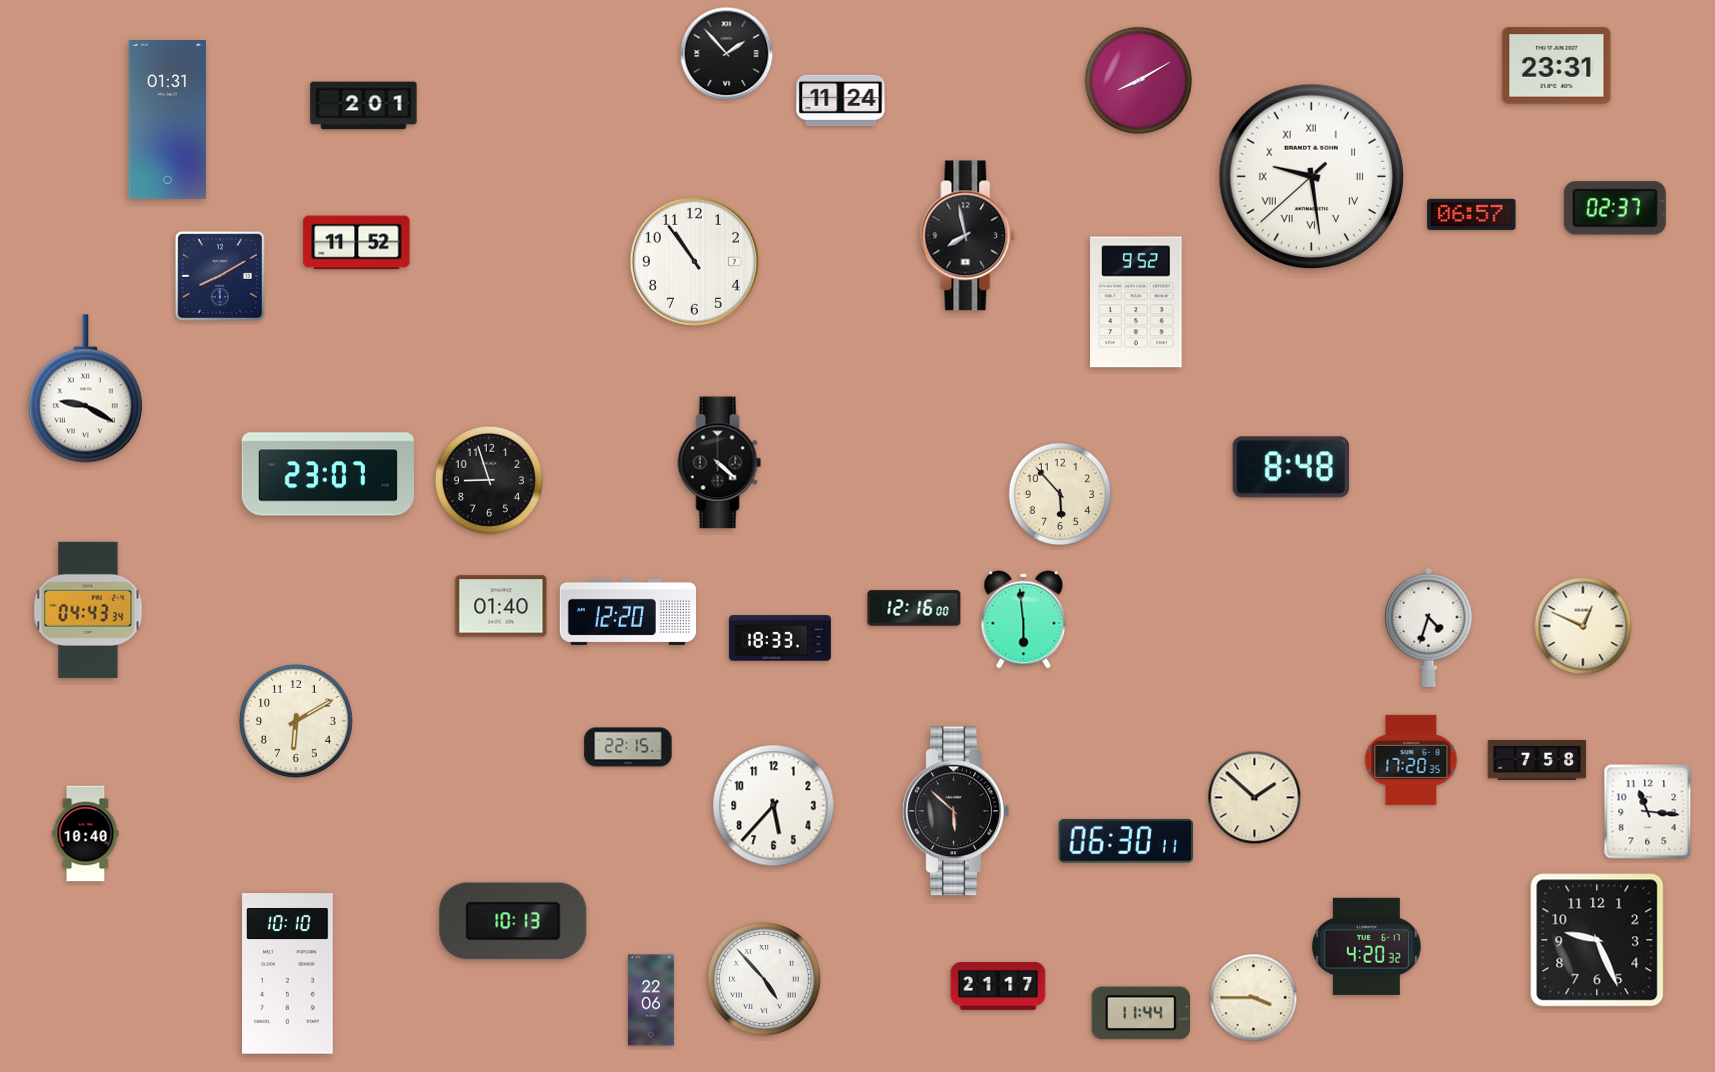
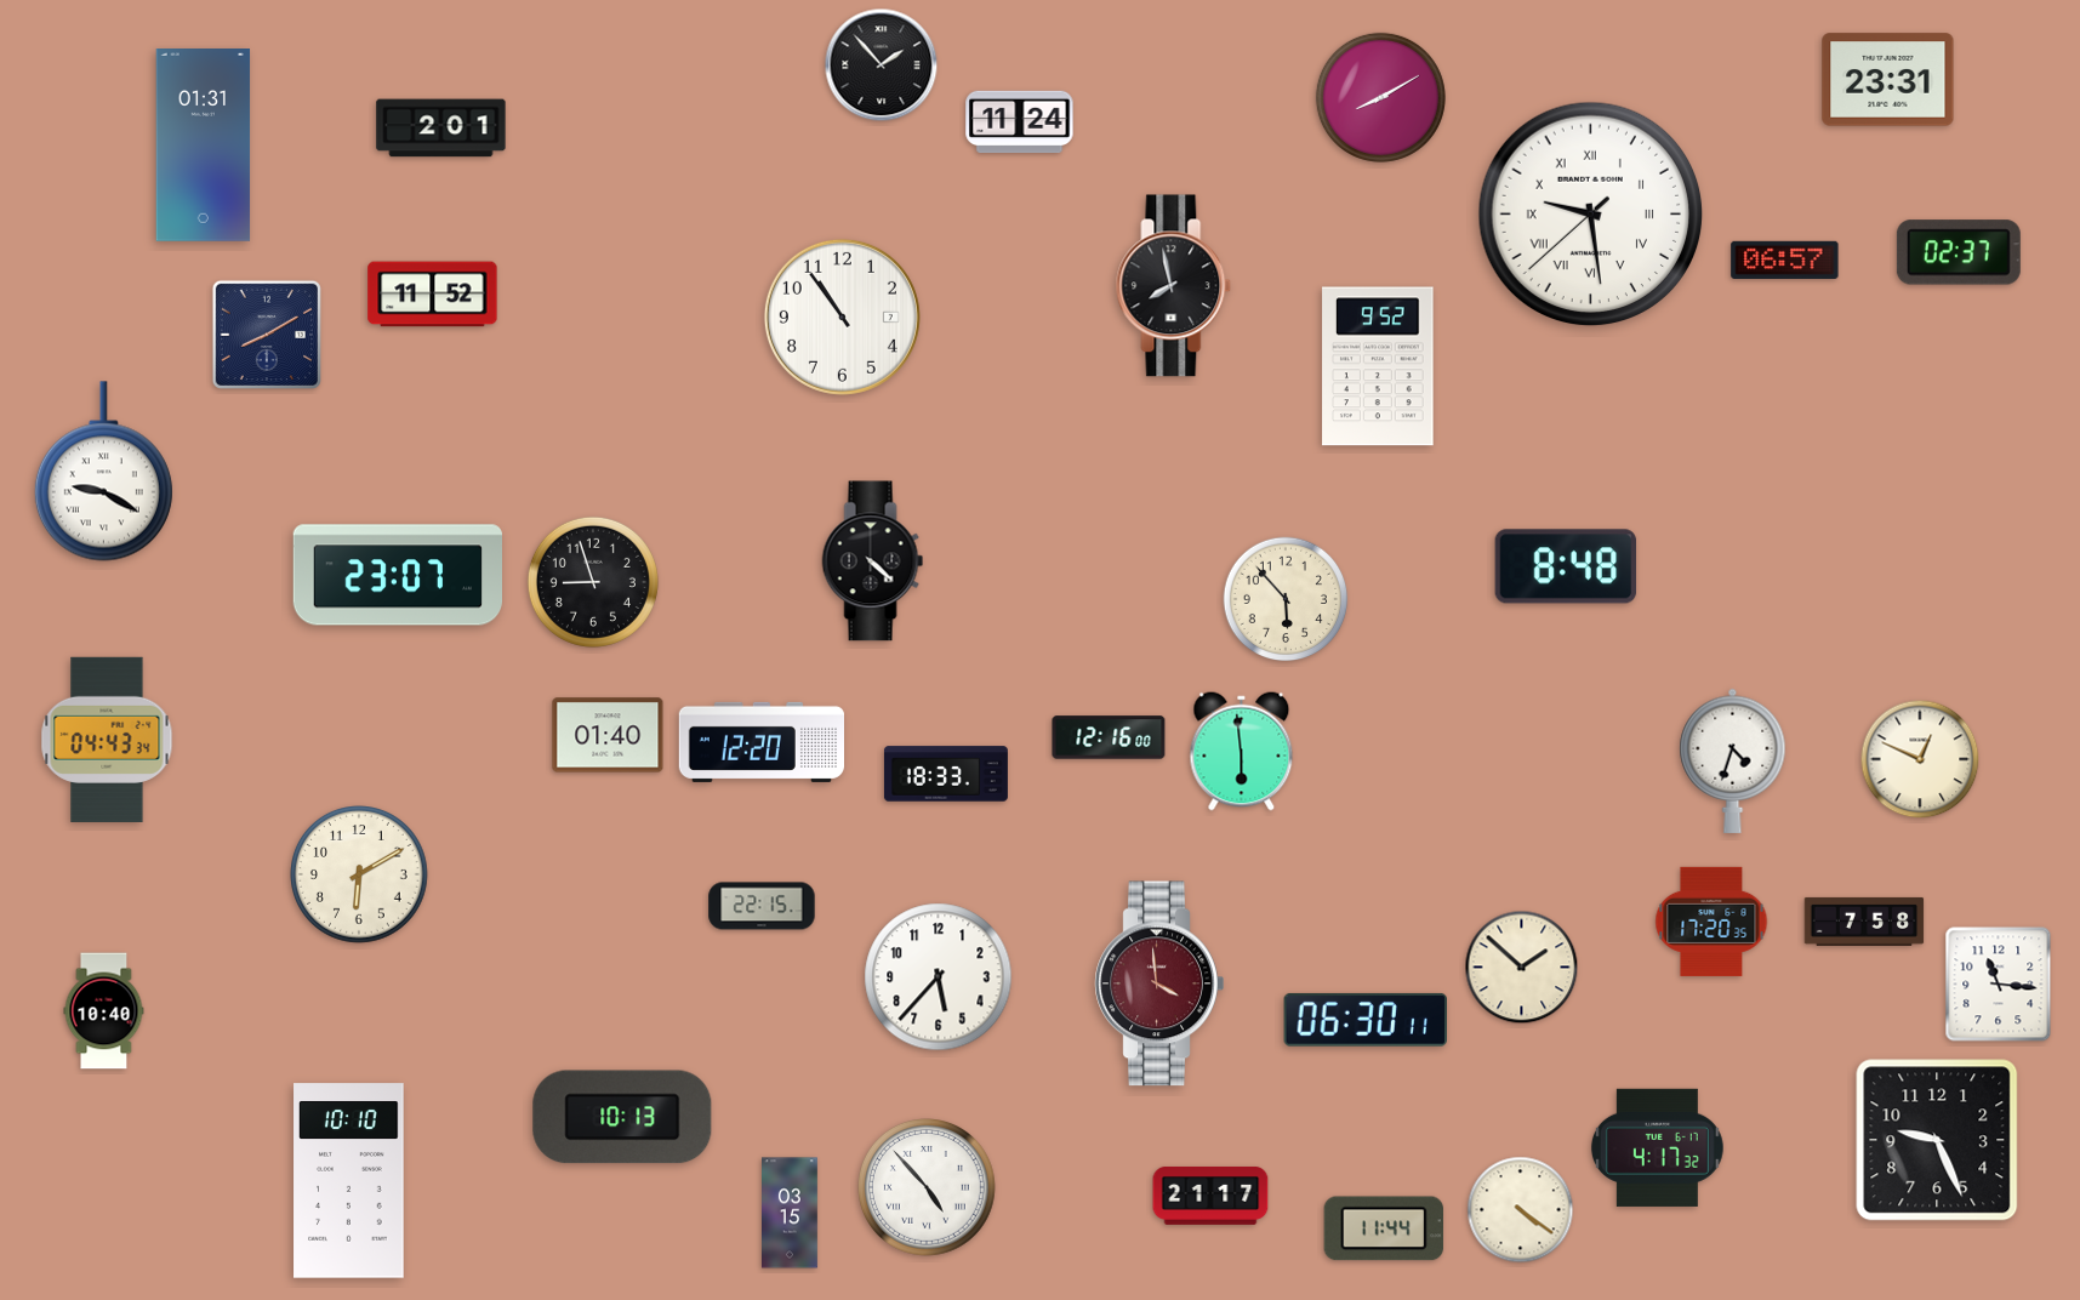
clock at (956, 811): 5:52 -> 3:59
clock at (956, 811) dial: black -> burgundy
clock at (1366, 946): 4:20 -> 4:17
clock at (1254, 998): 3:45 -> 4:21
clock at (652, 1000): 22:06 -> 03:15
